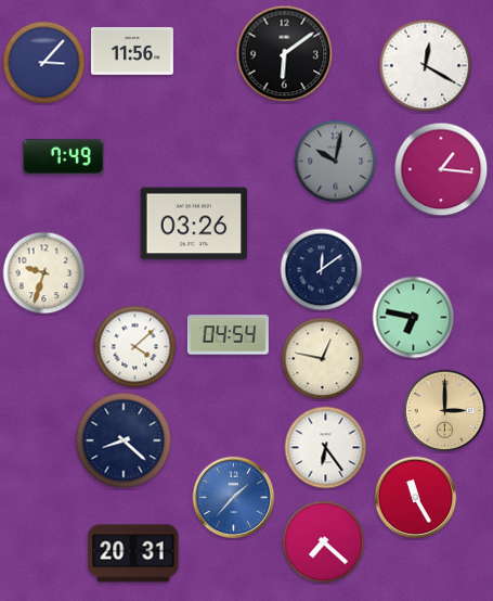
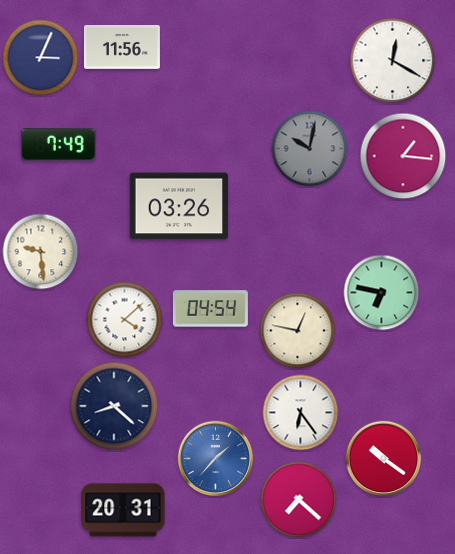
clock at (285, 54): 6:09 -> none
clock at (44, 63): 3:07 -> 3:04
clock at (441, 169) position: (441, 169) -> (403, 156)
clock at (322, 270): 12:09 -> none
clock at (44, 273): 9:33 -> 9:29
clock at (445, 411): 3:00 -> none
clock at (416, 498): 11:25 -> 10:21
